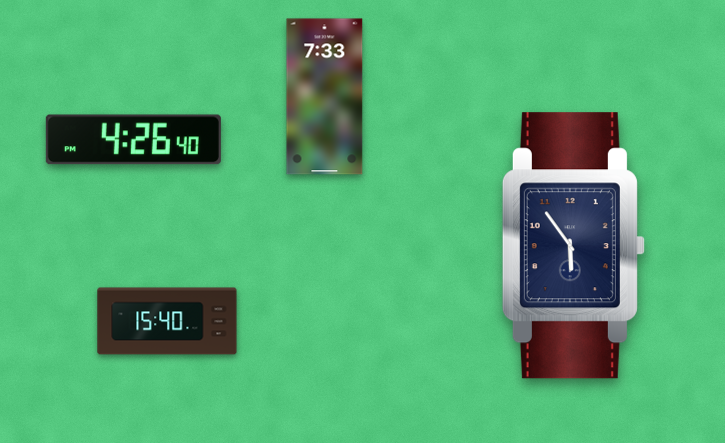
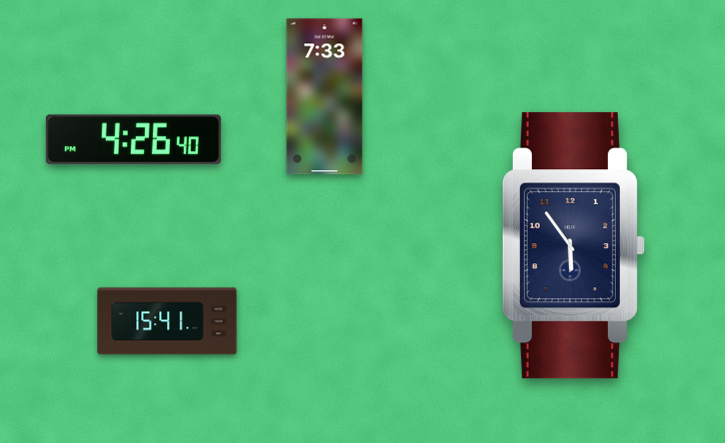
clock at (167, 321): 15:40 -> 15:41
